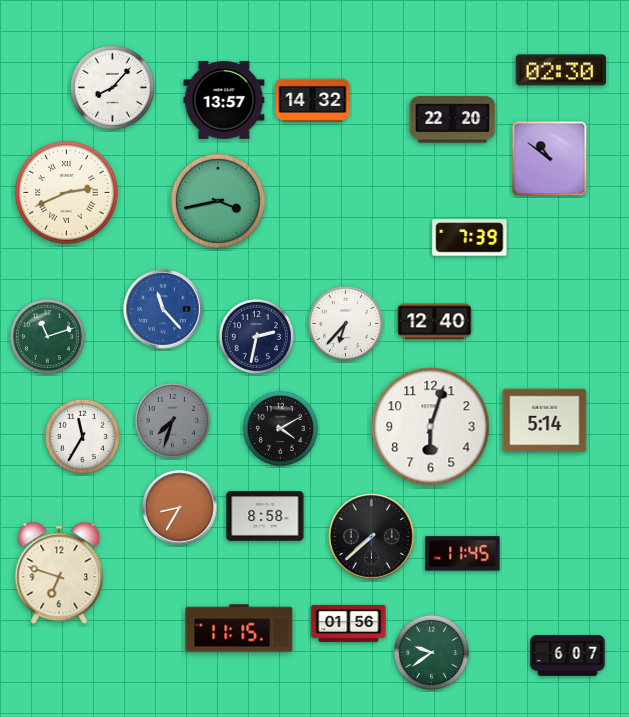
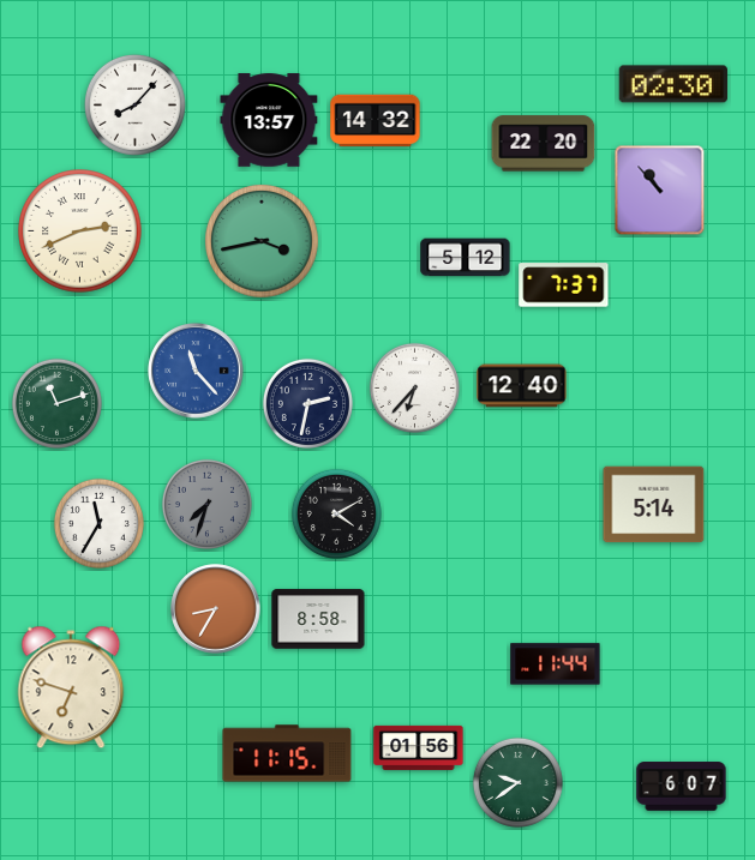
clock at (550, 159): 10:51 -> 10:53
clock at (466, 258): none -> 5:12
clock at (470, 238): 7:39 -> 7:37
clock at (431, 427): 6:03 -> none
clock at (372, 537): 7:38 -> none
clock at (463, 554): 11:45 -> 11:44
